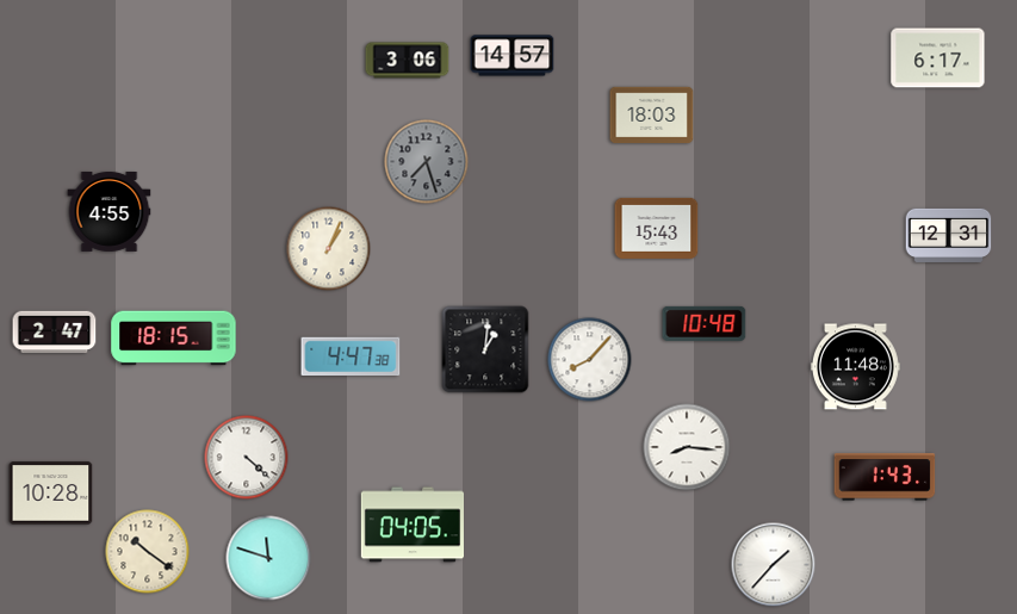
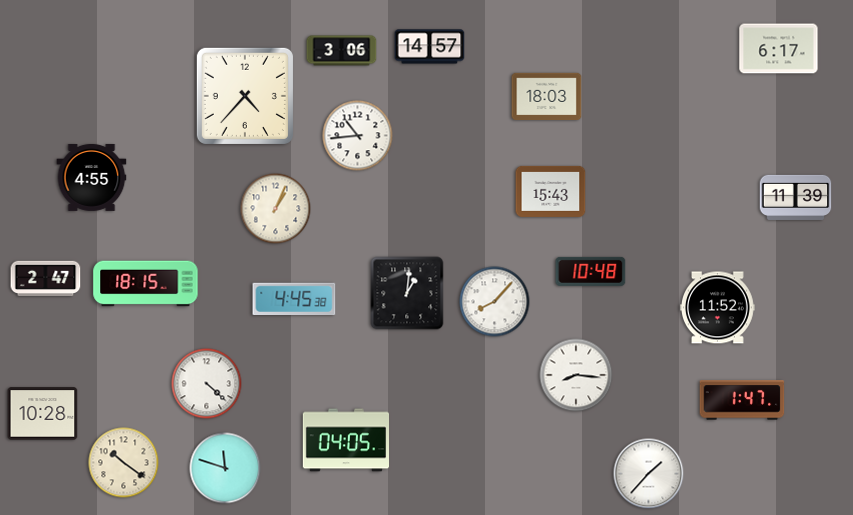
clock at (938, 58) position: (938, 58) -> (779, 49)
clock at (245, 96): none -> 4:37
clock at (427, 162): 7:27 -> 10:44
clock at (427, 162) dial: grey -> white
clock at (949, 235): 12:31 -> 11:39
clock at (351, 355): 4:47 -> 4:45
clock at (855, 367): 11:48 -> 11:52
clock at (885, 477): 1:43 -> 1:47
